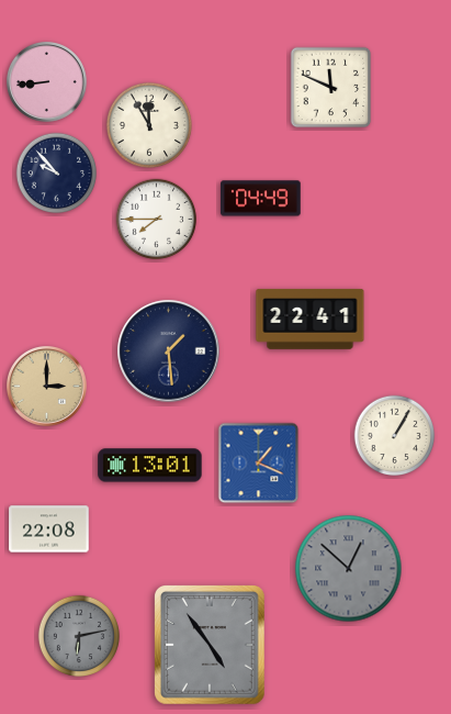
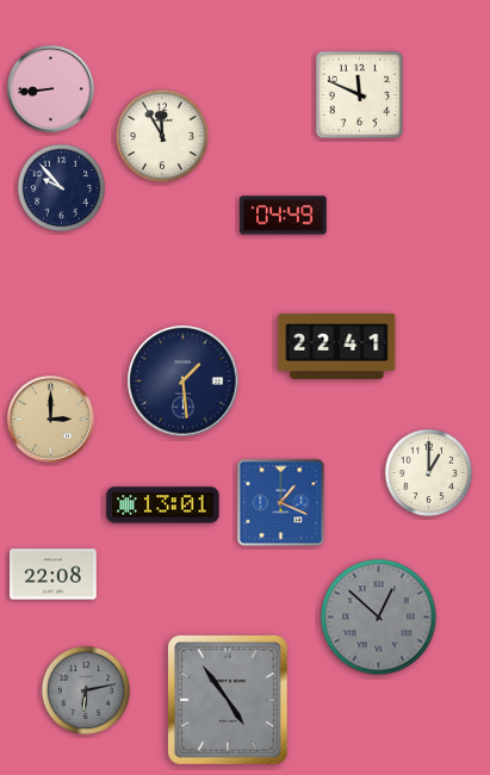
clock at (157, 220): 7:45 -> none
clock at (395, 436): 1:05 -> 1:00
